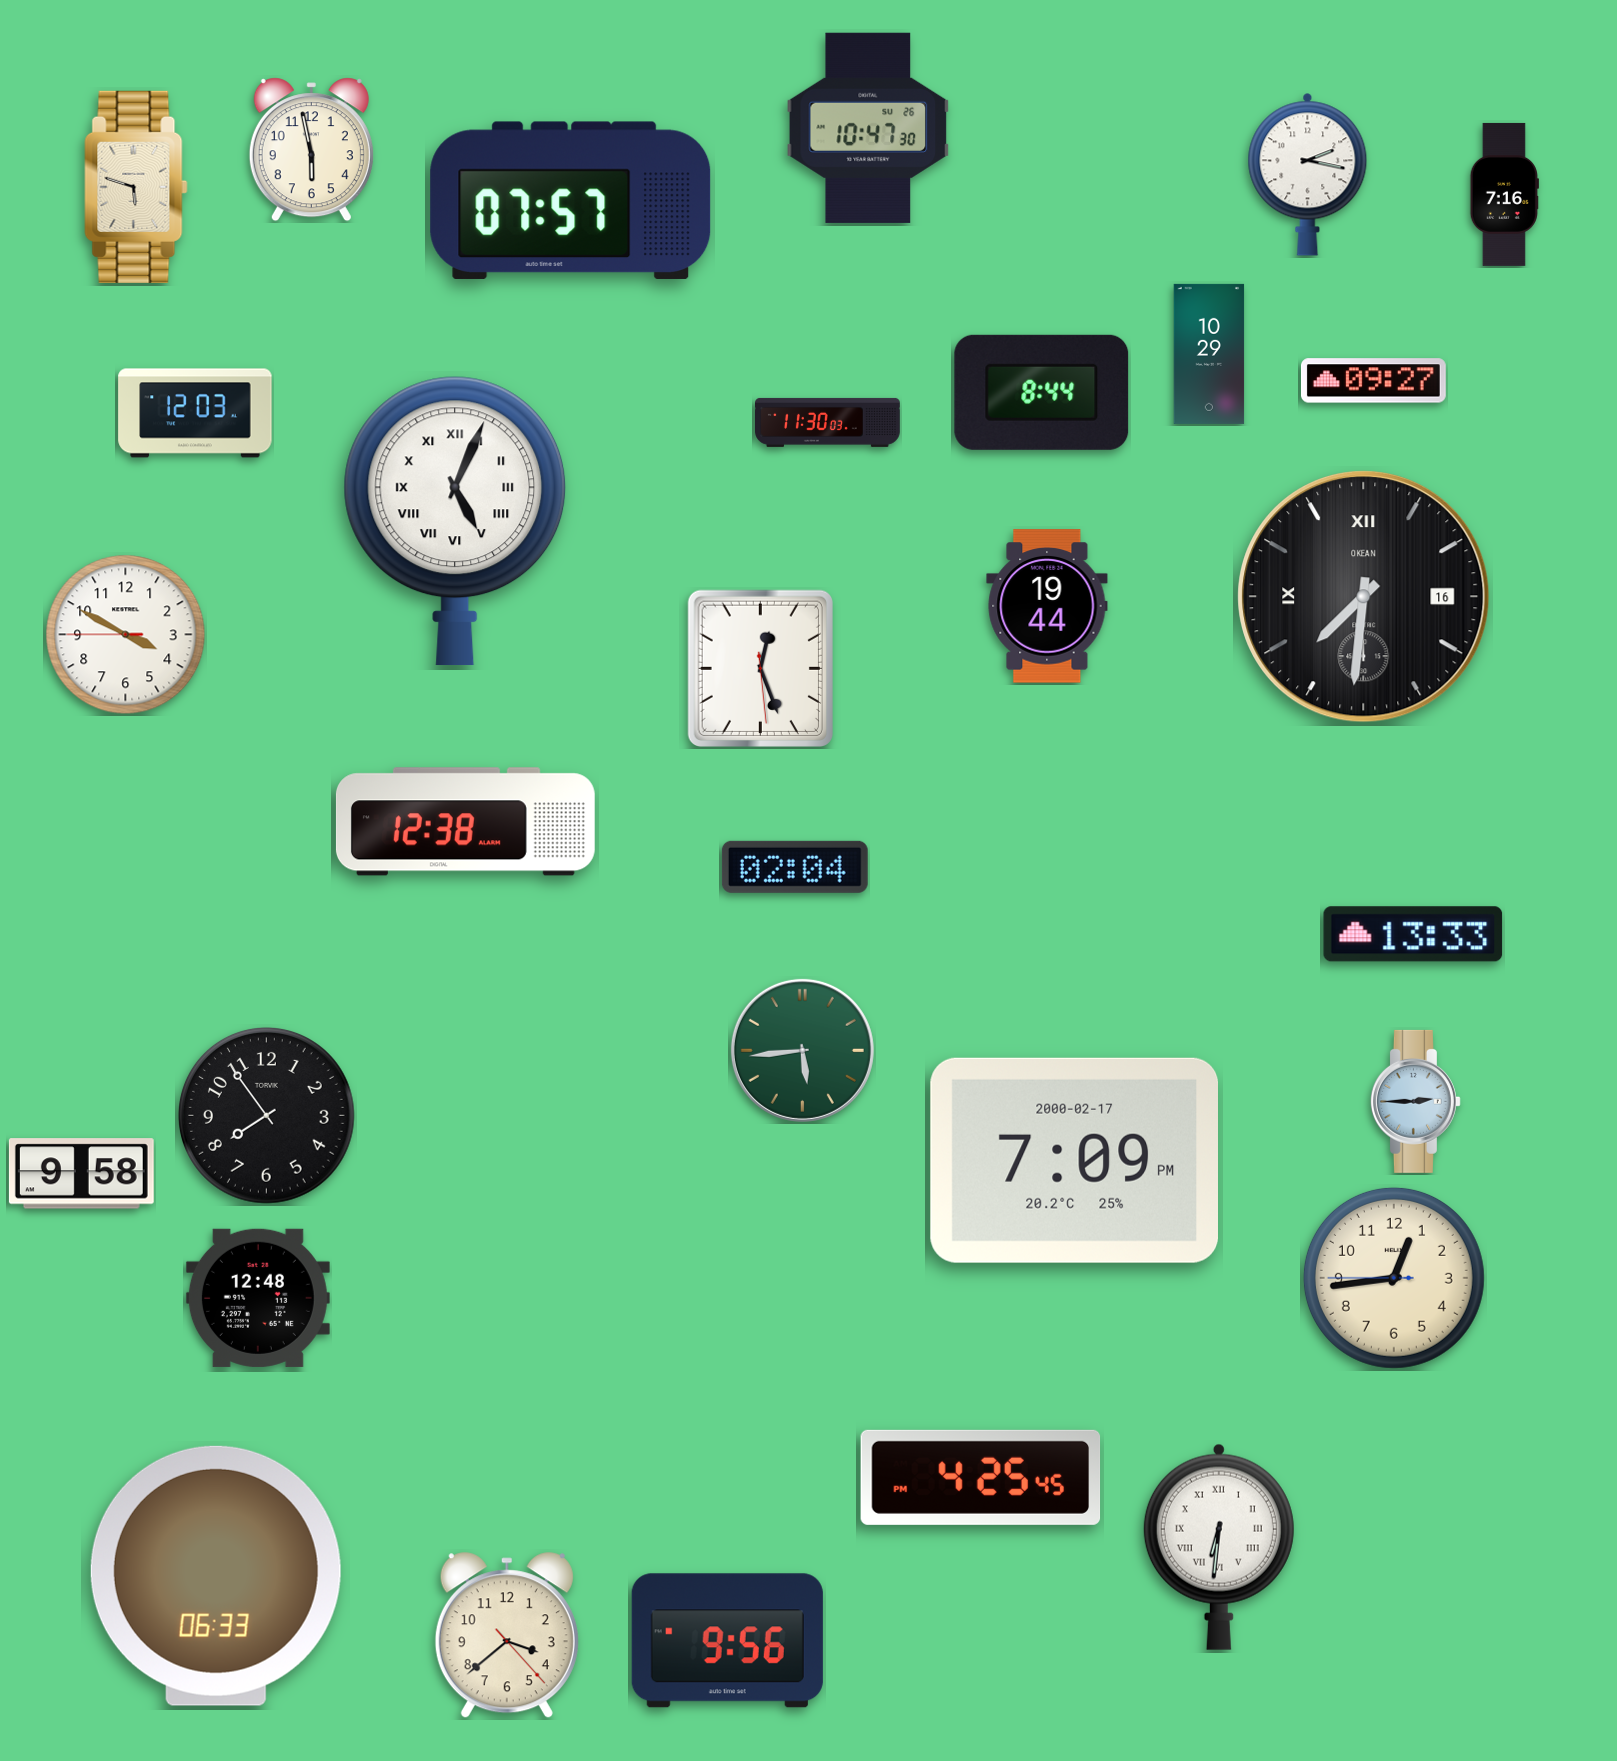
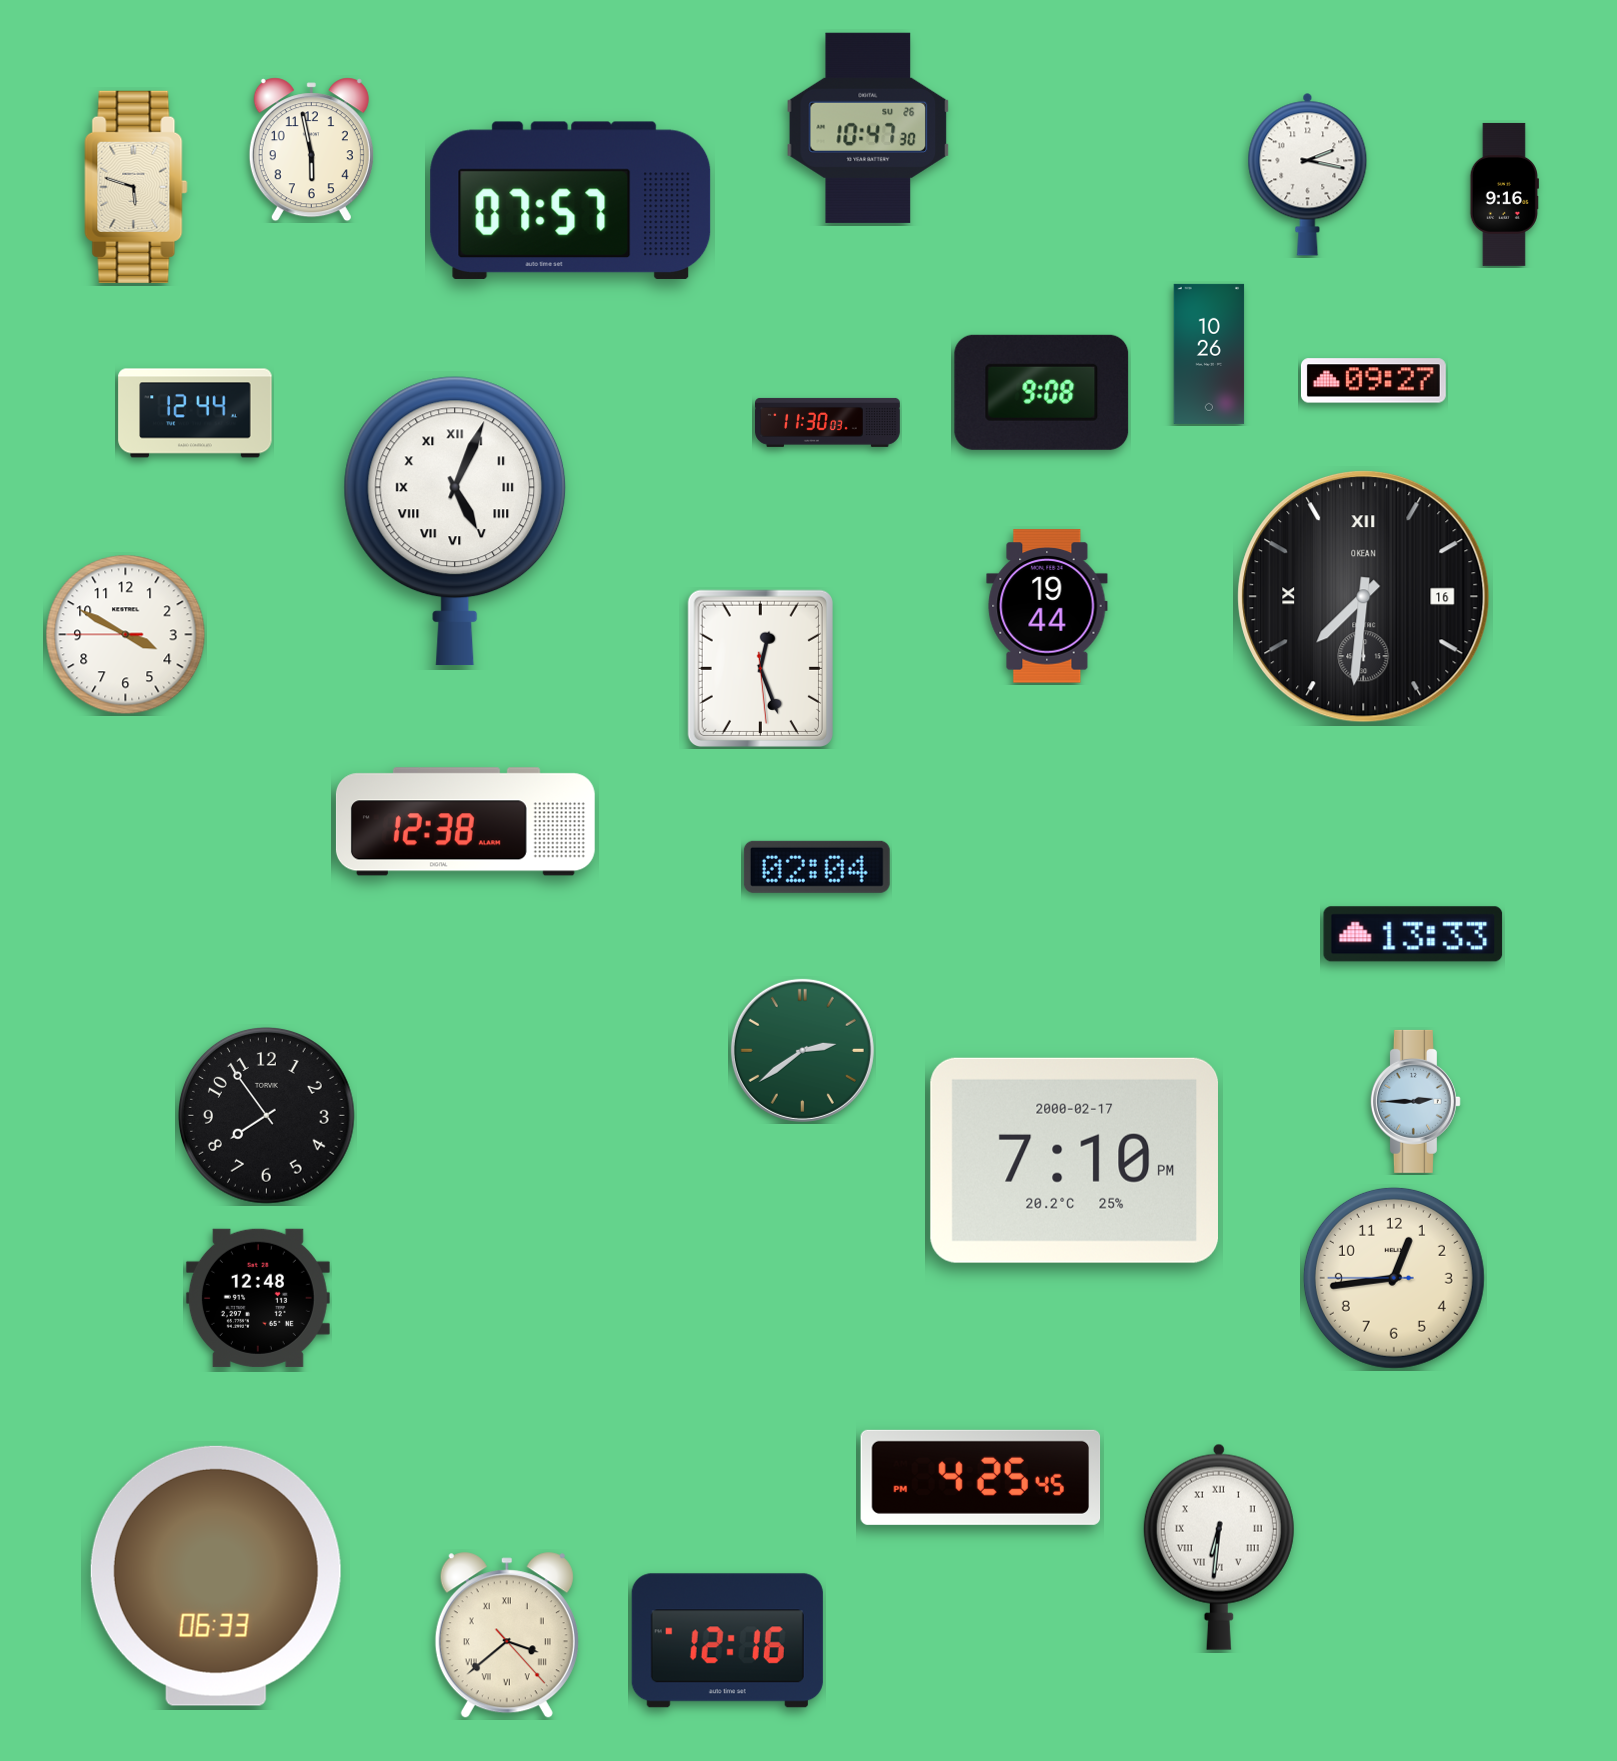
clock at (1504, 194): 7:16 -> 9:16
clock at (1209, 354): 10:29 -> 10:26
clock at (1042, 392): 8:44 -> 9:08
clock at (195, 413): 12:03 -> 12:44
clock at (795, 867) position: (795, 867) -> (817, 867)
clock at (802, 1050): 5:44 -> 2:39
clock at (1074, 1160): 7:09 -> 7:10
clock at (81, 1174): 9:58 -> none
clock at (507, 1636) numerals: Arabic -> Roman
clock at (727, 1641): 9:56 -> 12:16
